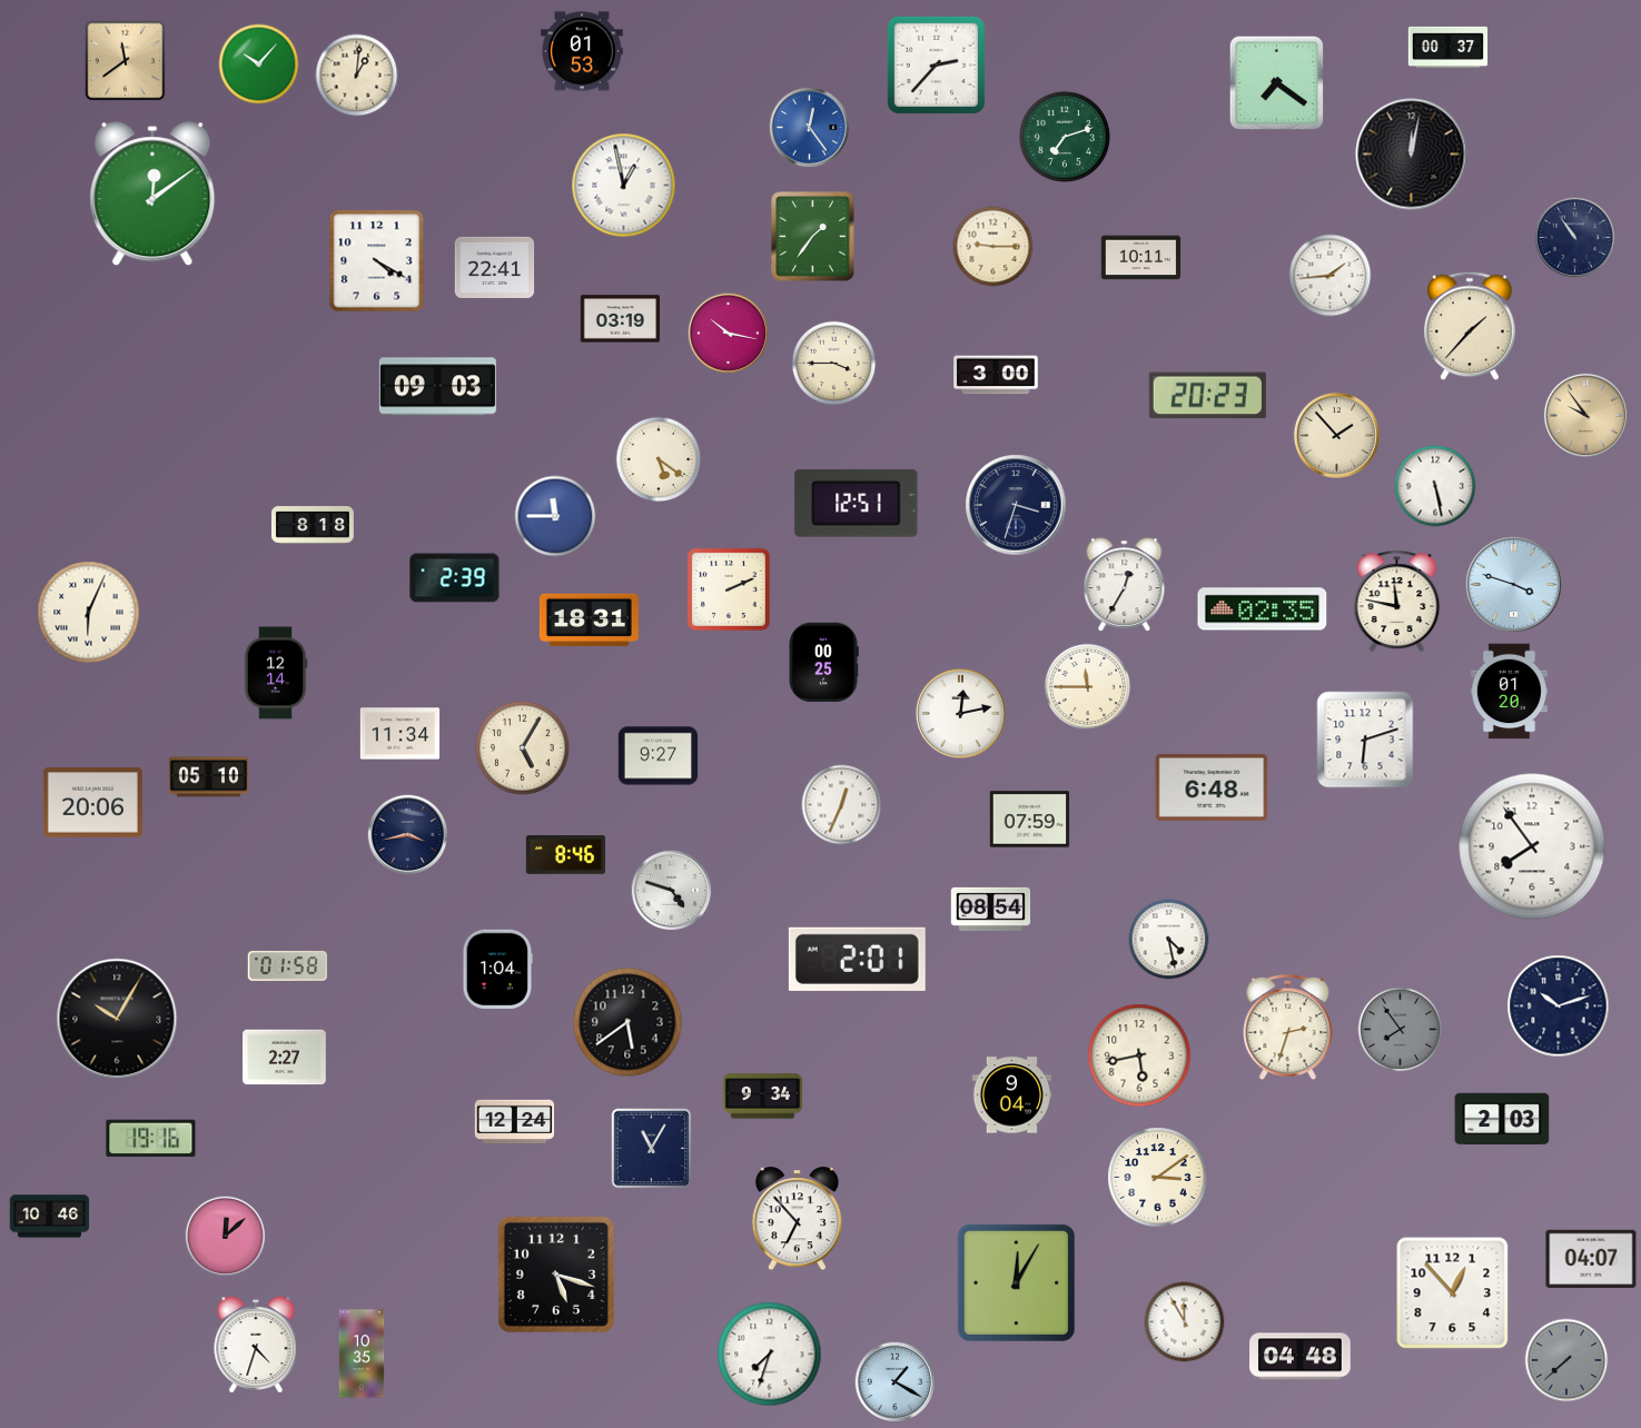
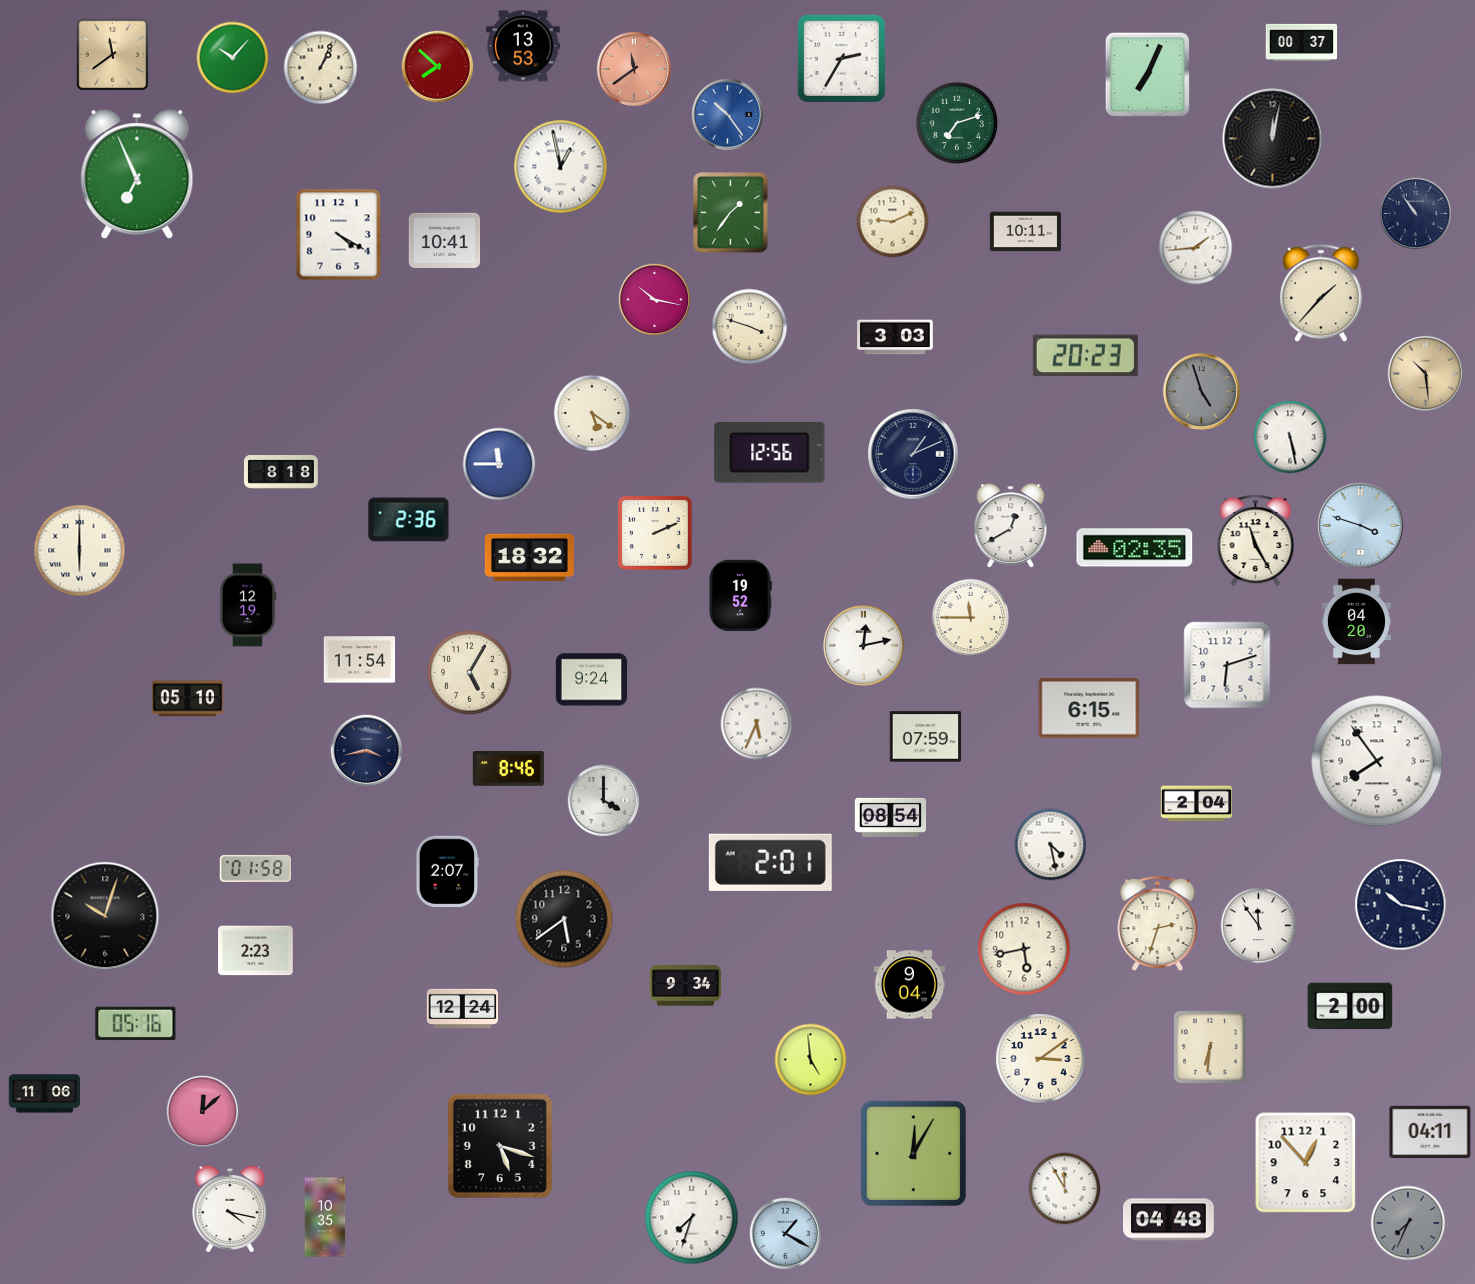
clock at (582, 51): 01:53 -> 13:53
clock at (936, 65): 2:37 -> 2:35
clock at (438, 67): none -> 7:52
clock at (357, 76): 1:01 -> 1:04
clock at (633, 68): none -> 11:39
clock at (1277, 83): 7:21 -> 7:04
clock at (810, 128): 12:24 -> 10:24
clock at (1412, 155) position: (1412, 155) -> (1273, 139)
clock at (152, 195): 12:09 -> 6:56
clock at (994, 247): 9:15 -> 9:11
clock at (495, 267): 22:41 -> 10:41
clock at (621, 319): 03:19 -> none
clock at (834, 364): 3:45 -> 3:48
clock at (996, 375): 3:00 -> 3:03
clock at (437, 387): 09:03 -> none
clock at (1585, 415): 9:54 -> 10:29
clock at (1336, 435): 1:53 -> 4:57
clock at (1336, 435) dial: cream -> grey
clock at (857, 504): 12:51 -> 12:56
clock at (1016, 505): 3:33 -> 1:11
clock at (455, 578): 2:39 -> 2:36
clock at (1125, 585): 12:35 -> 12:40
clock at (729, 589) position: (729, 589) -> (655, 533)
clock at (1397, 601): 11:47 -> 11:25
clock at (89, 613): 6:04 -> 6:00
clock at (589, 621): 18:31 -> 18:32
clock at (823, 663): 00:25 -> 19:52
clock at (276, 673): 12:14 -> 12:19
clock at (1088, 687) position: (1088, 687) -> (971, 618)
clock at (1509, 692): 01:20 -> 04:20
clock at (960, 713) position: (960, 713) -> (863, 645)
clock at (401, 734): 11:34 -> 11:54
clock at (659, 756): 9:27 -> 9:24
clock at (1212, 787): 6:48 -> 6:15
clock at (92, 803): 20:06 -> none
clock at (842, 805): 12:34 -> 5:34
clock at (672, 891): 4:48 -> 4:00
clock at (1197, 804): none -> 2:04
clock at (287, 965) position: (287, 965) -> (255, 868)
clock at (498, 969): 1:04 -> 2:07
clock at (1559, 1006): 10:12 -> 10:17
clock at (117, 1019): 10:05 -> 10:03
clock at (1401, 1030): 7:54 -> 11:54
clock at (1401, 1030) dial: grey -> white
clock at (285, 1058): 2:27 -> 2:23
clock at (1502, 1119): 2:03 -> 2:00
clock at (151, 1139): 19:16 -> 05:16
clock at (652, 1149): 11:05 -> none
clock at (1210, 1047): none -> 6:31
clock at (811, 1060): none -> 4:59
clock at (50, 1217): 10:46 -> 11:06
clock at (797, 1219): 6:53 -> none
clock at (1591, 1259): 04:07 -> 04:11
clock at (256, 1343): 4:33 -> 4:17
clock at (1566, 1360): 7:38 -> 7:34
clock at (896, 1382) position: (896, 1382) -> (786, 1234)
